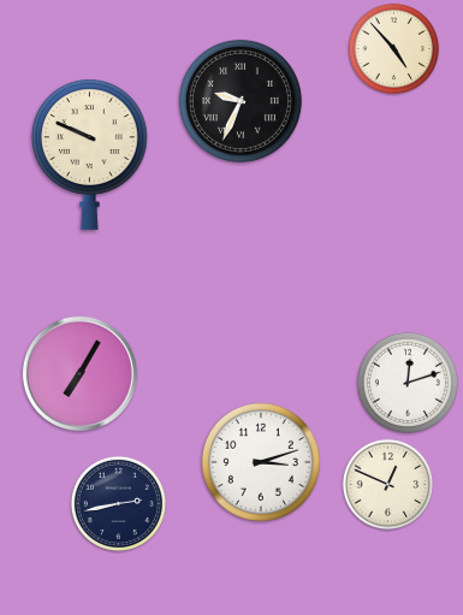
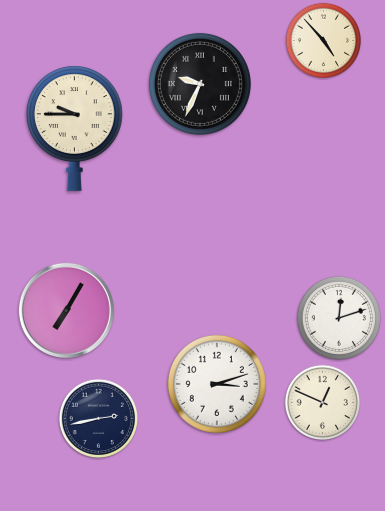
clock at (394, 49) position: (394, 49) -> (324, 41)
clock at (90, 154): 9:49 -> 9:45
